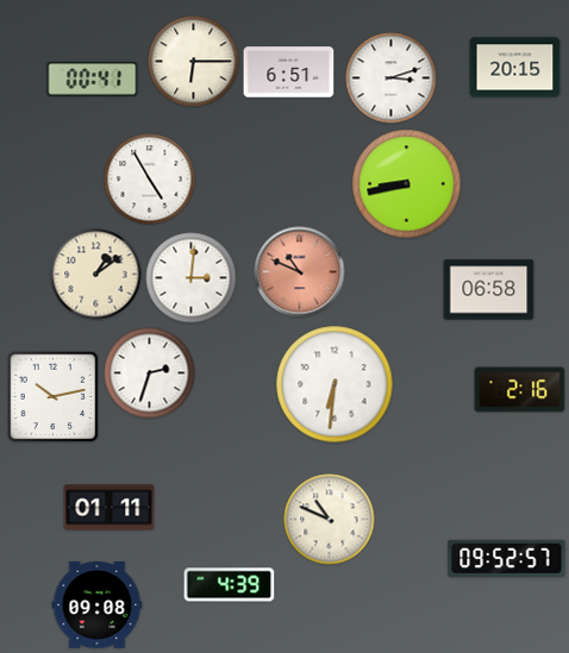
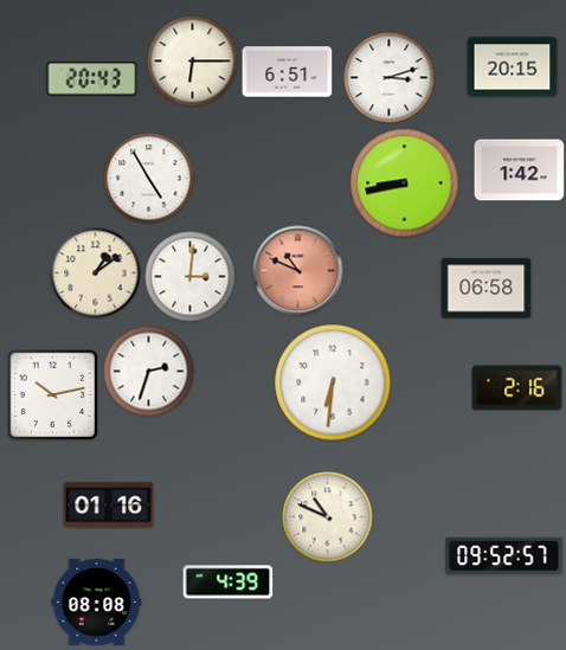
clock at (93, 80): 00:41 -> 20:43
clock at (520, 170): none -> 1:42
clock at (110, 508): 01:11 -> 01:16
clock at (98, 605): 09:08 -> 08:08
